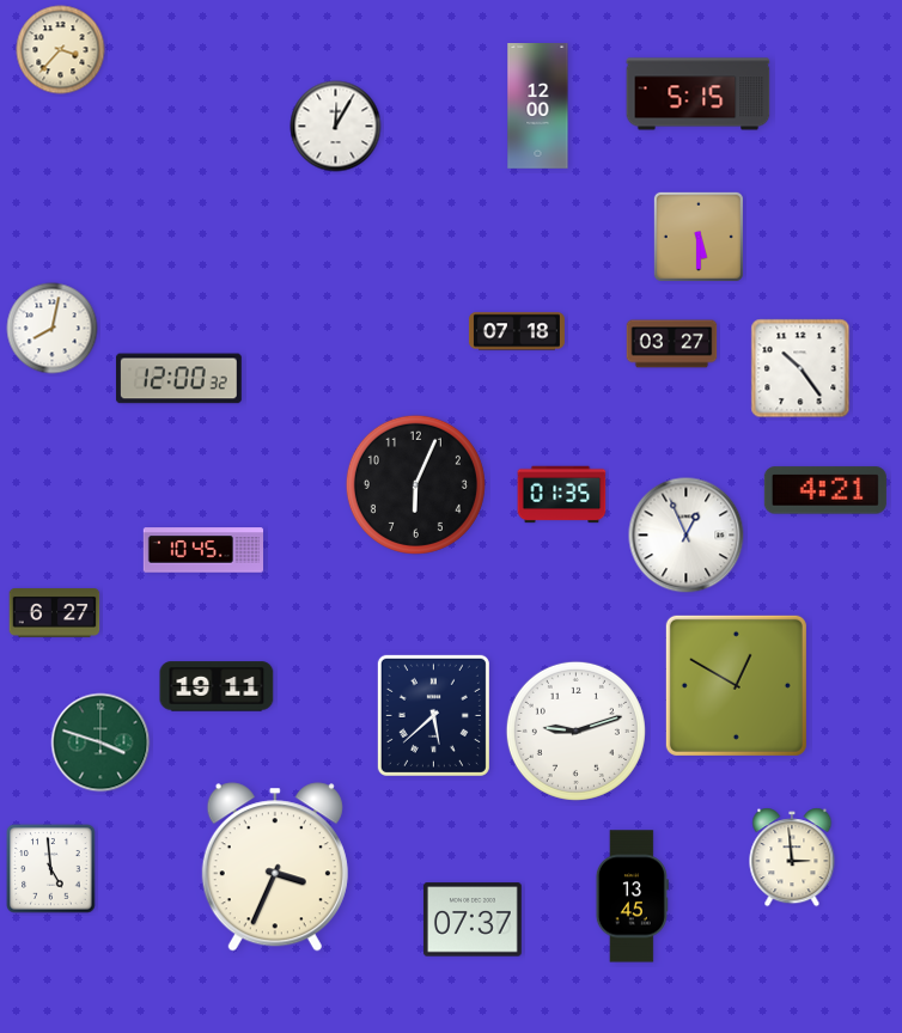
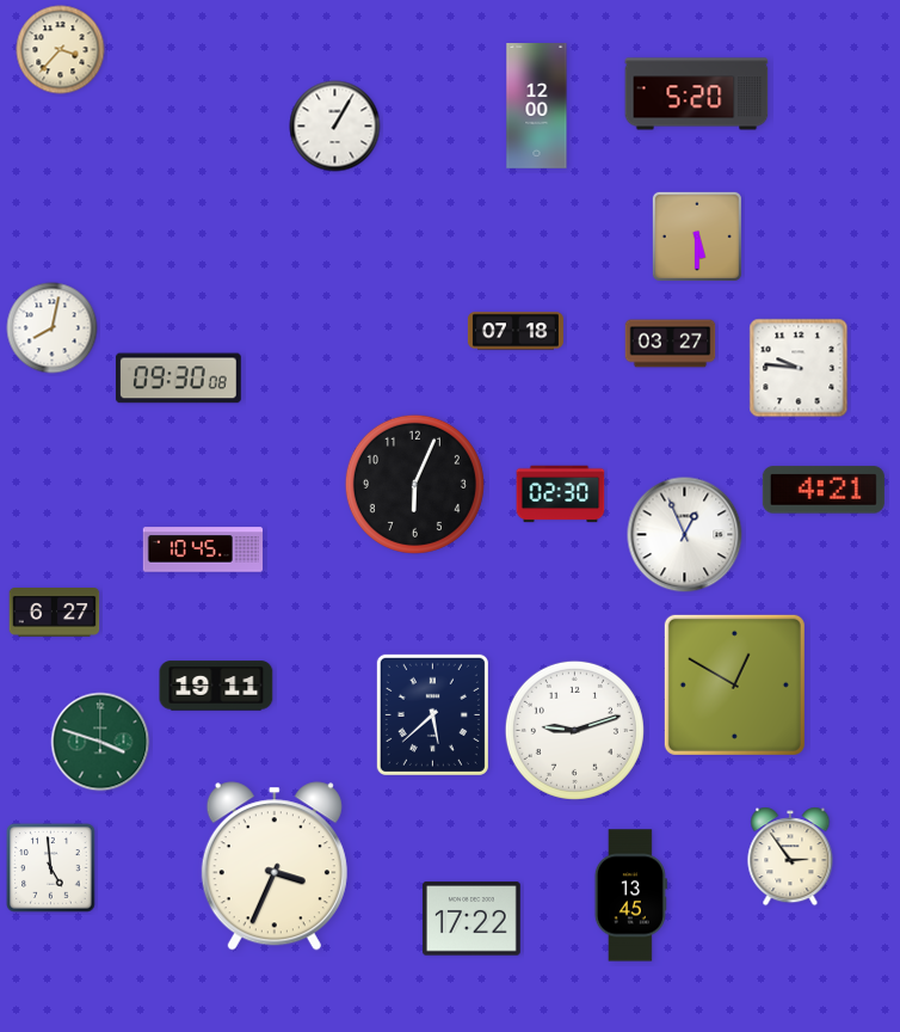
clock at (699, 94): 5:15 -> 5:20
clock at (336, 127): 12:05 -> 1:05
clock at (800, 368): 10:24 -> 9:46
clock at (178, 379): 12:00 -> 09:30
clock at (562, 495): 01:35 -> 02:30
clock at (792, 857): 2:59 -> 2:54
clock at (473, 919): 07:37 -> 17:22
